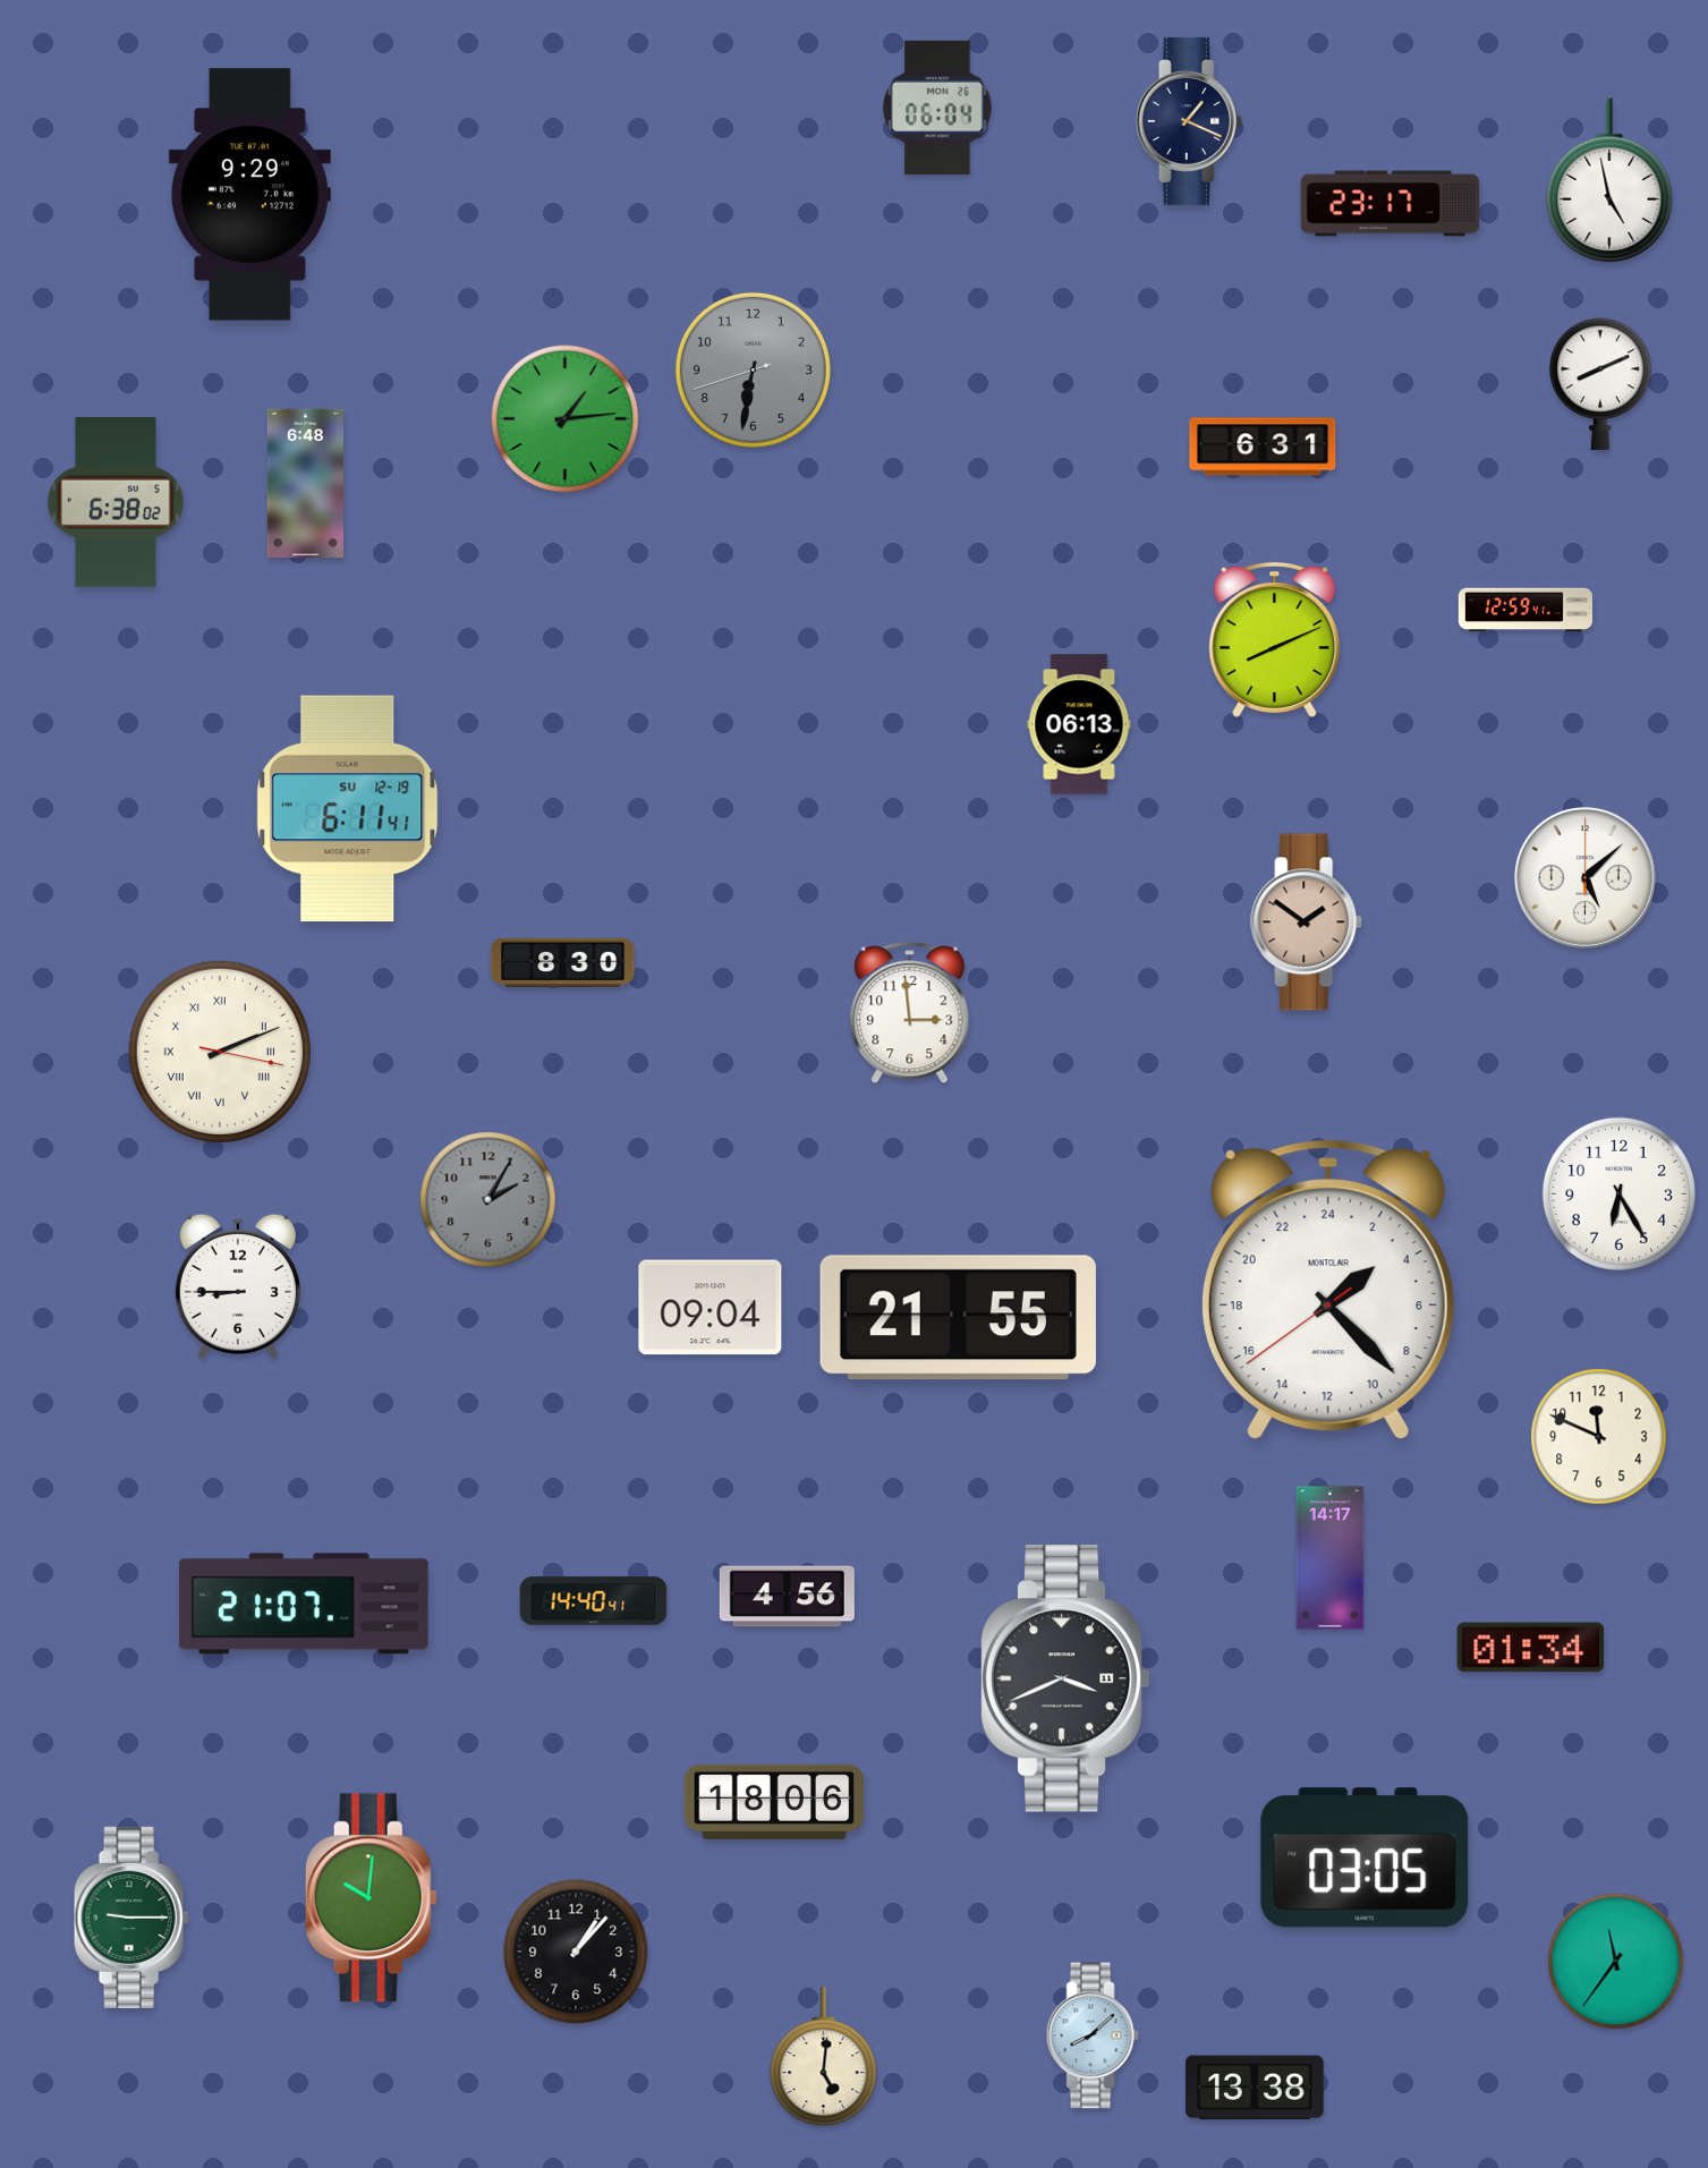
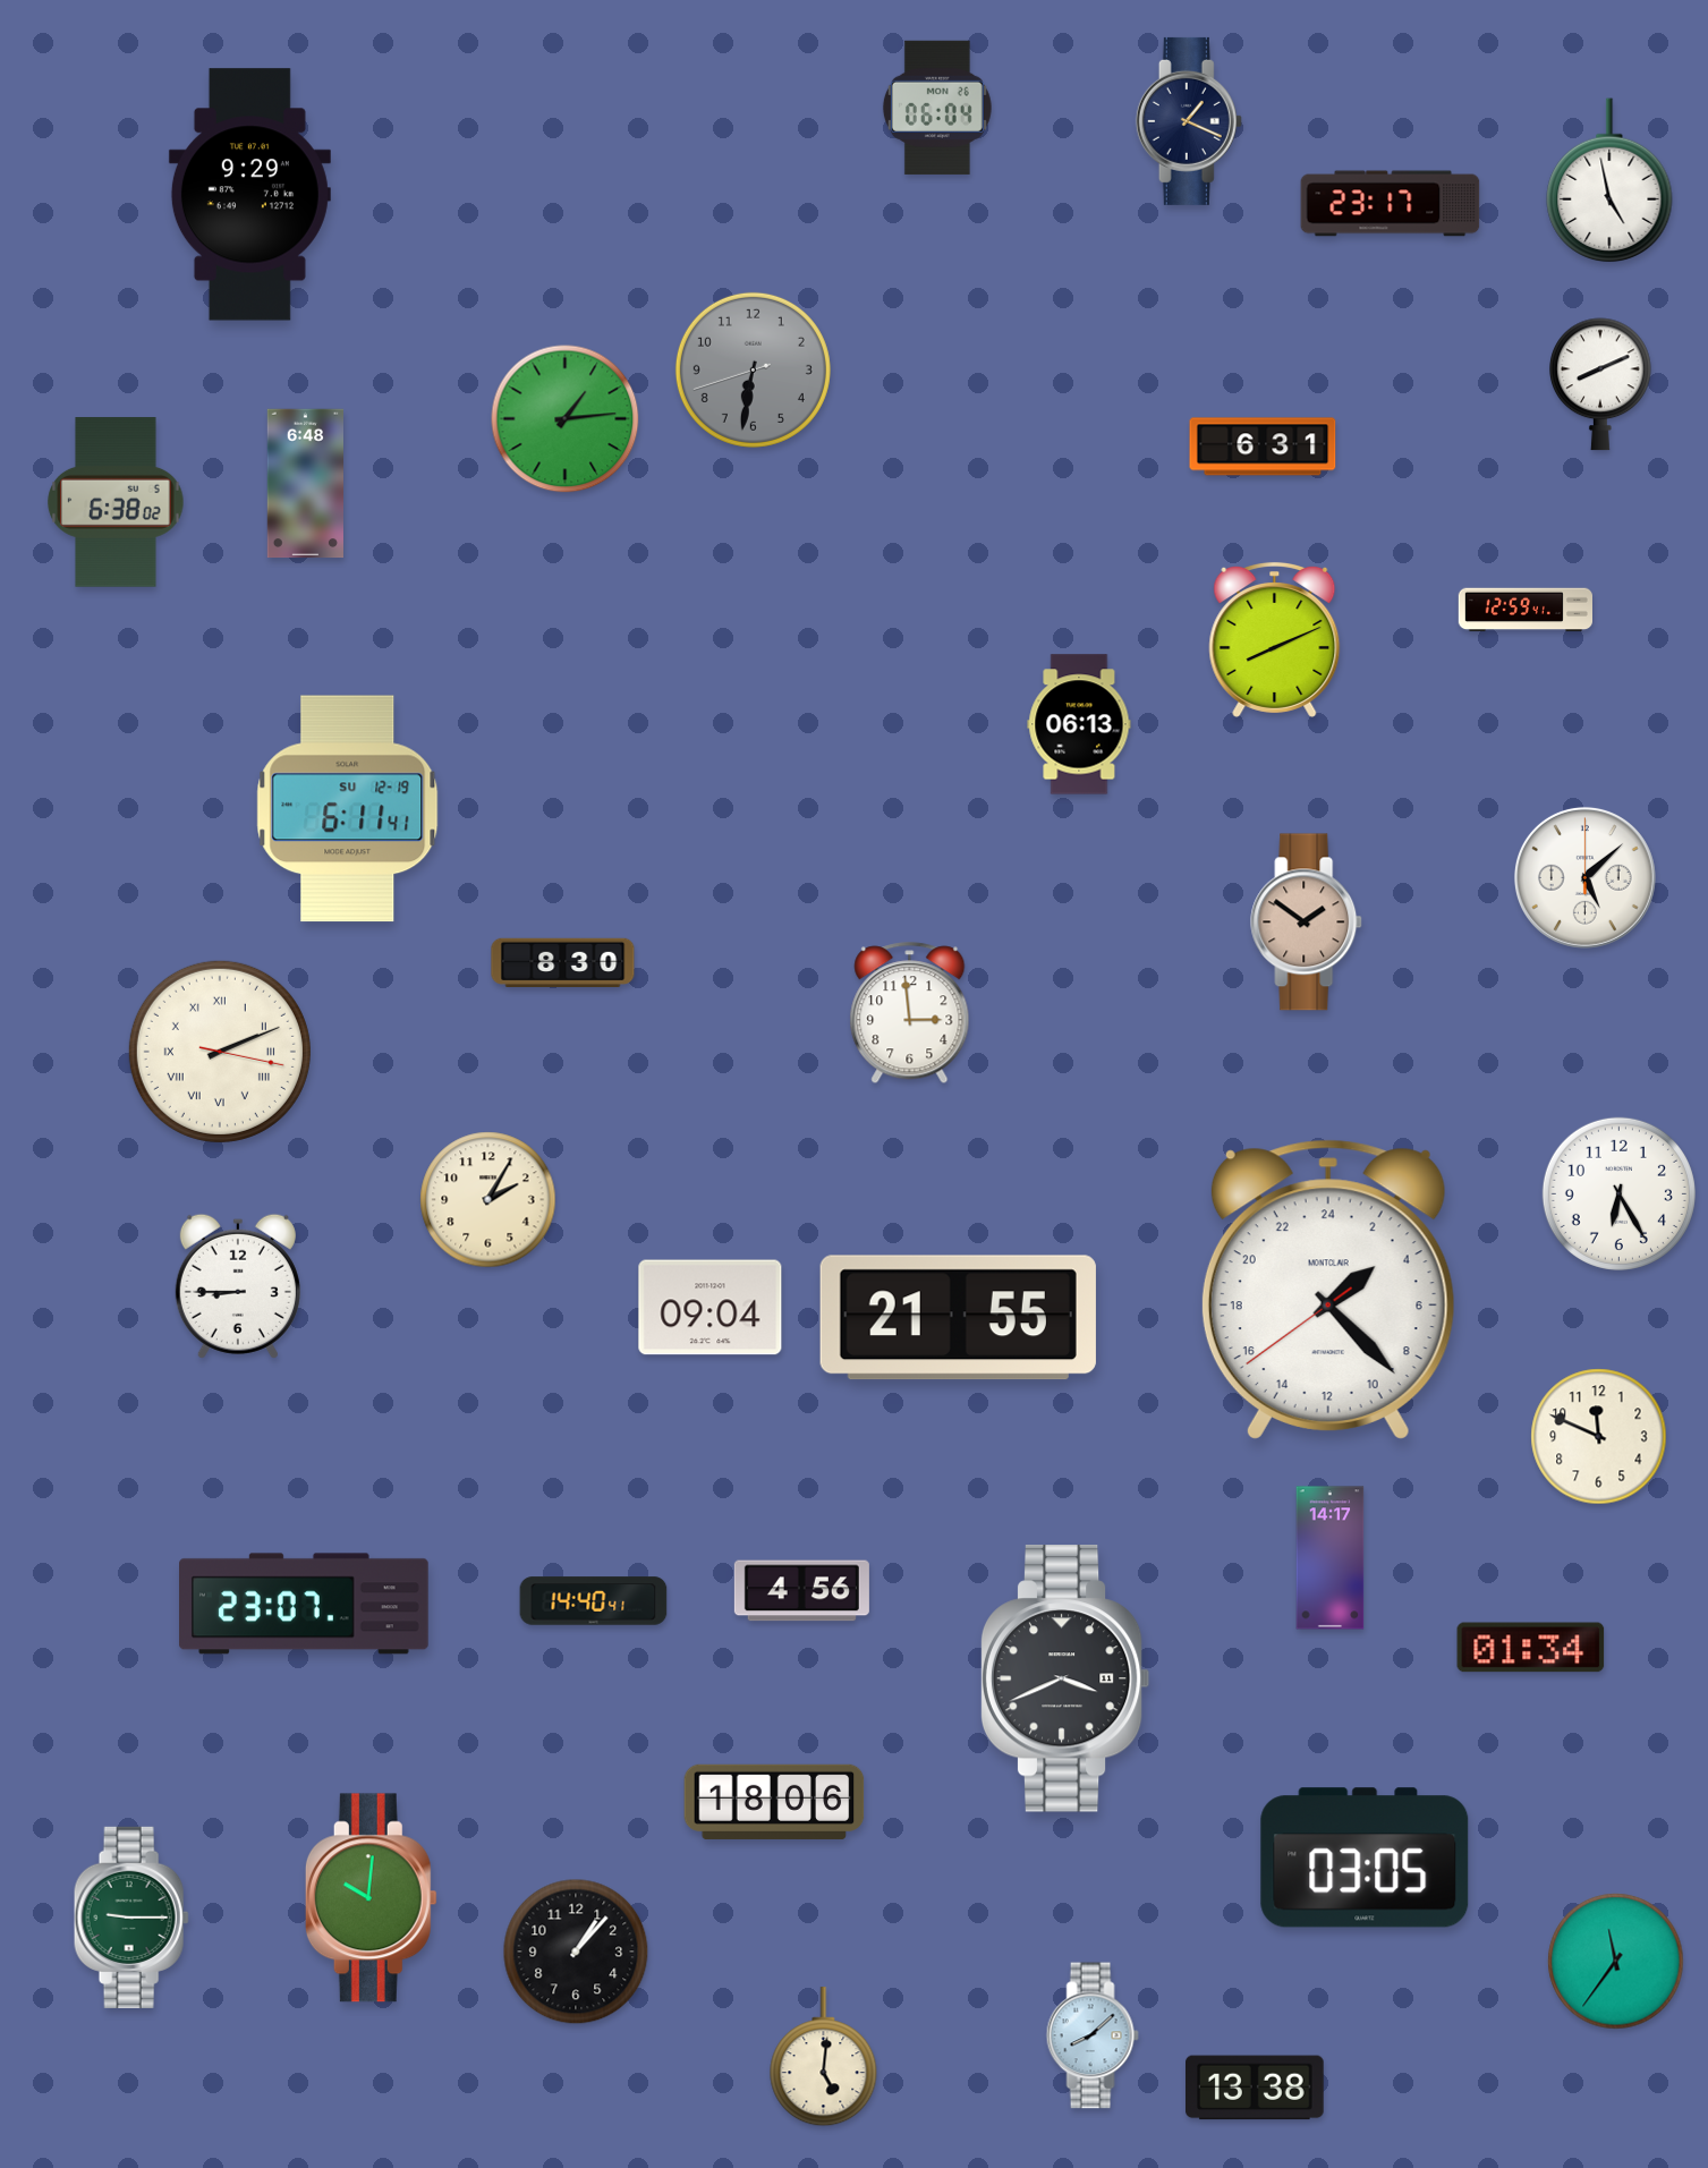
clock at (488, 1200) dial: grey -> cream
clock at (787, 1597) position: (787, 1597) -> (801, 1591)
clock at (305, 1604): 21:07 -> 23:07
